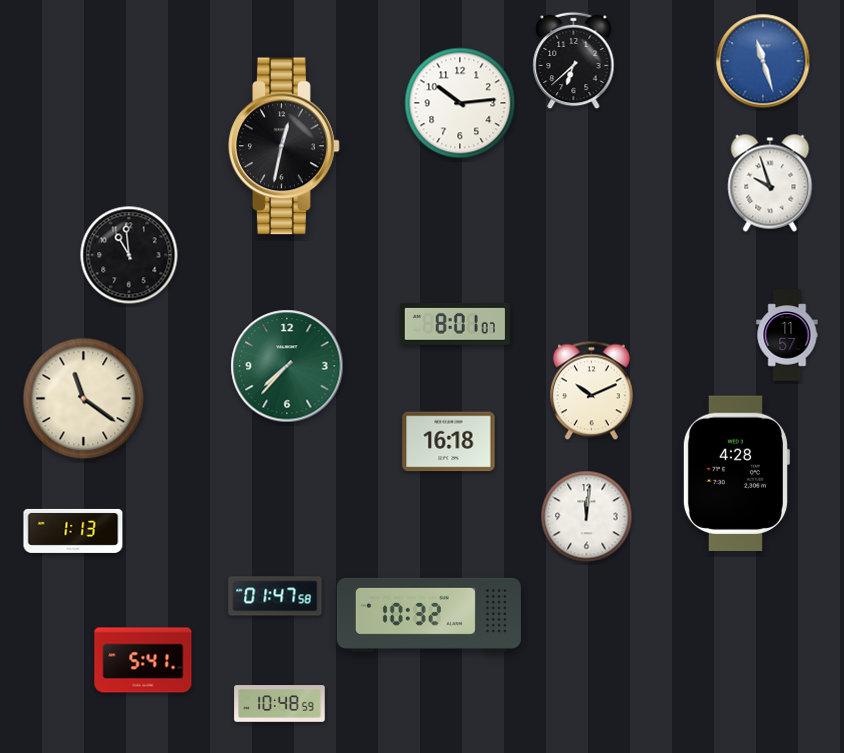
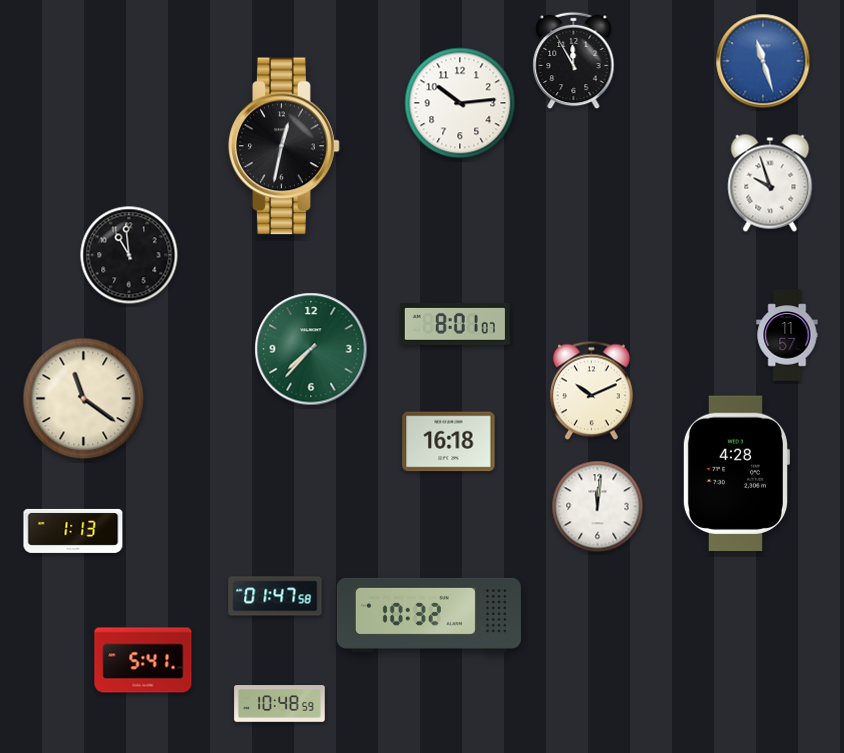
clock at (574, 61): 6:38 -> 11:55
clock at (287, 366) position: (287, 366) -> (311, 349)
clock at (587, 517) position: (587, 517) -> (598, 507)
